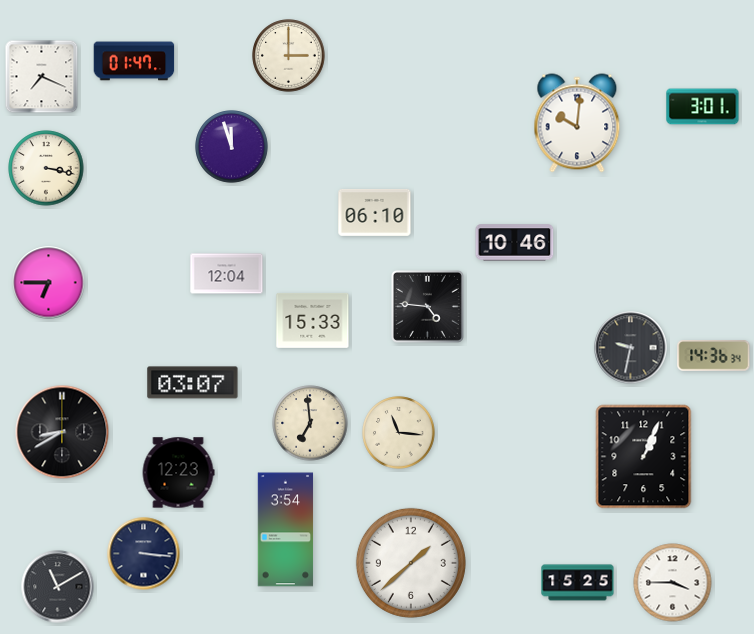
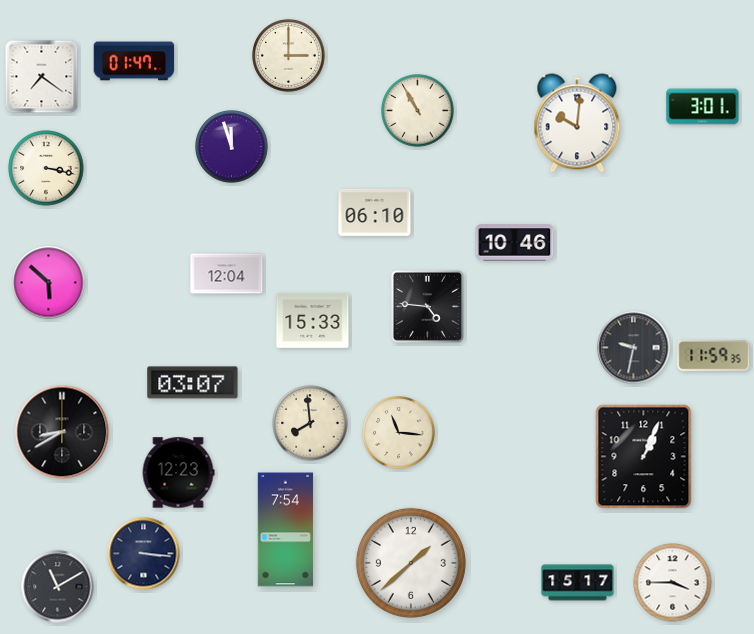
clock at (42, 77): 7:19 -> 7:21
clock at (418, 111): none -> 10:55
clock at (49, 283): 6:45 -> 5:52
clock at (631, 348) position: (631, 348) -> (634, 348)
clock at (714, 356): 14:36 -> 11:59
clock at (310, 423): 6:59 -> 7:59
clock at (286, 530): 3:54 -> 7:54
clock at (578, 583): 15:25 -> 15:17
